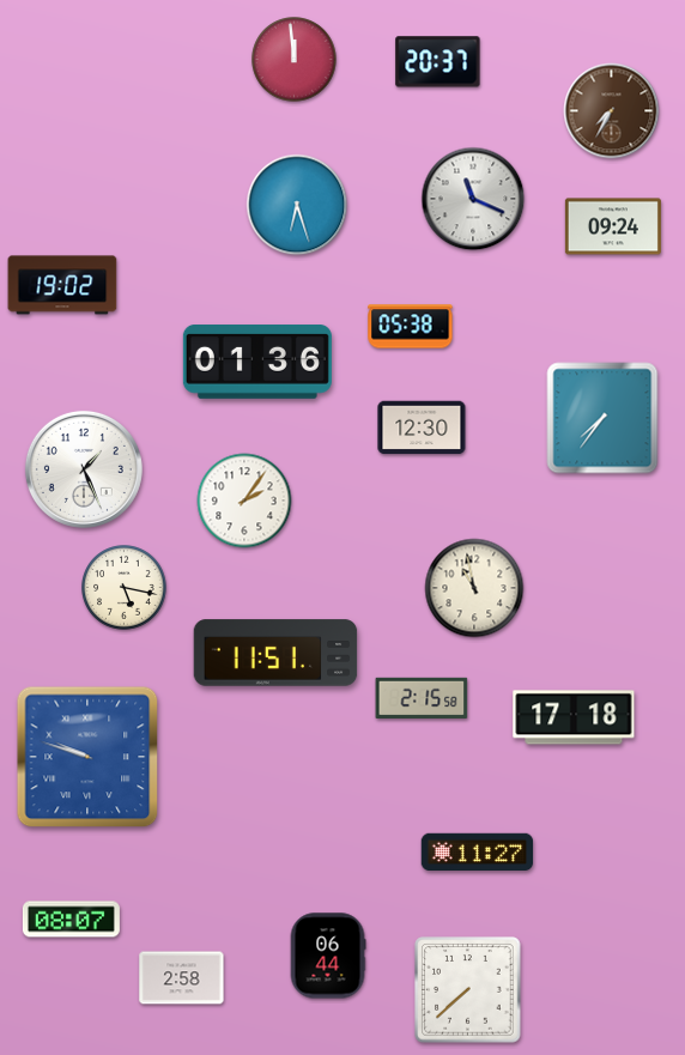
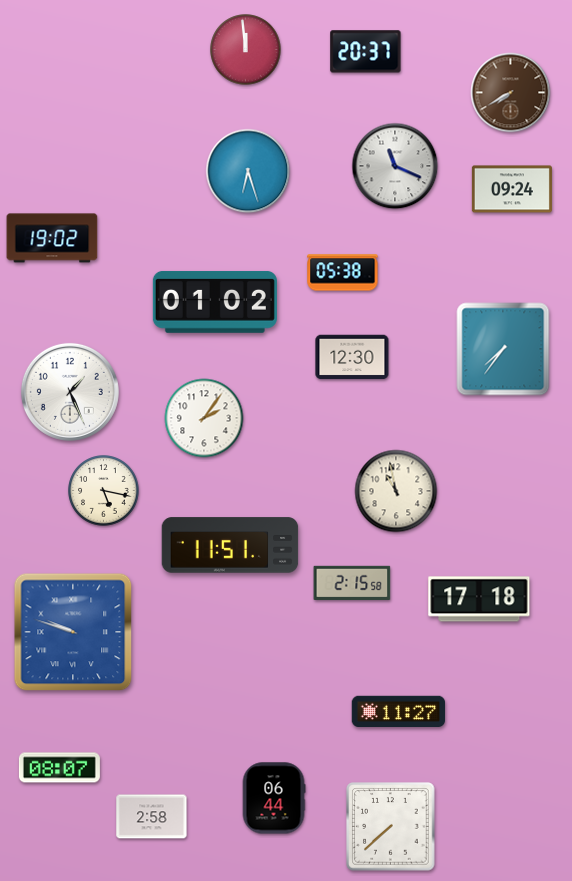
clock at (612, 111): 7:35 -> 7:40
clock at (257, 363): 01:36 -> 01:02
